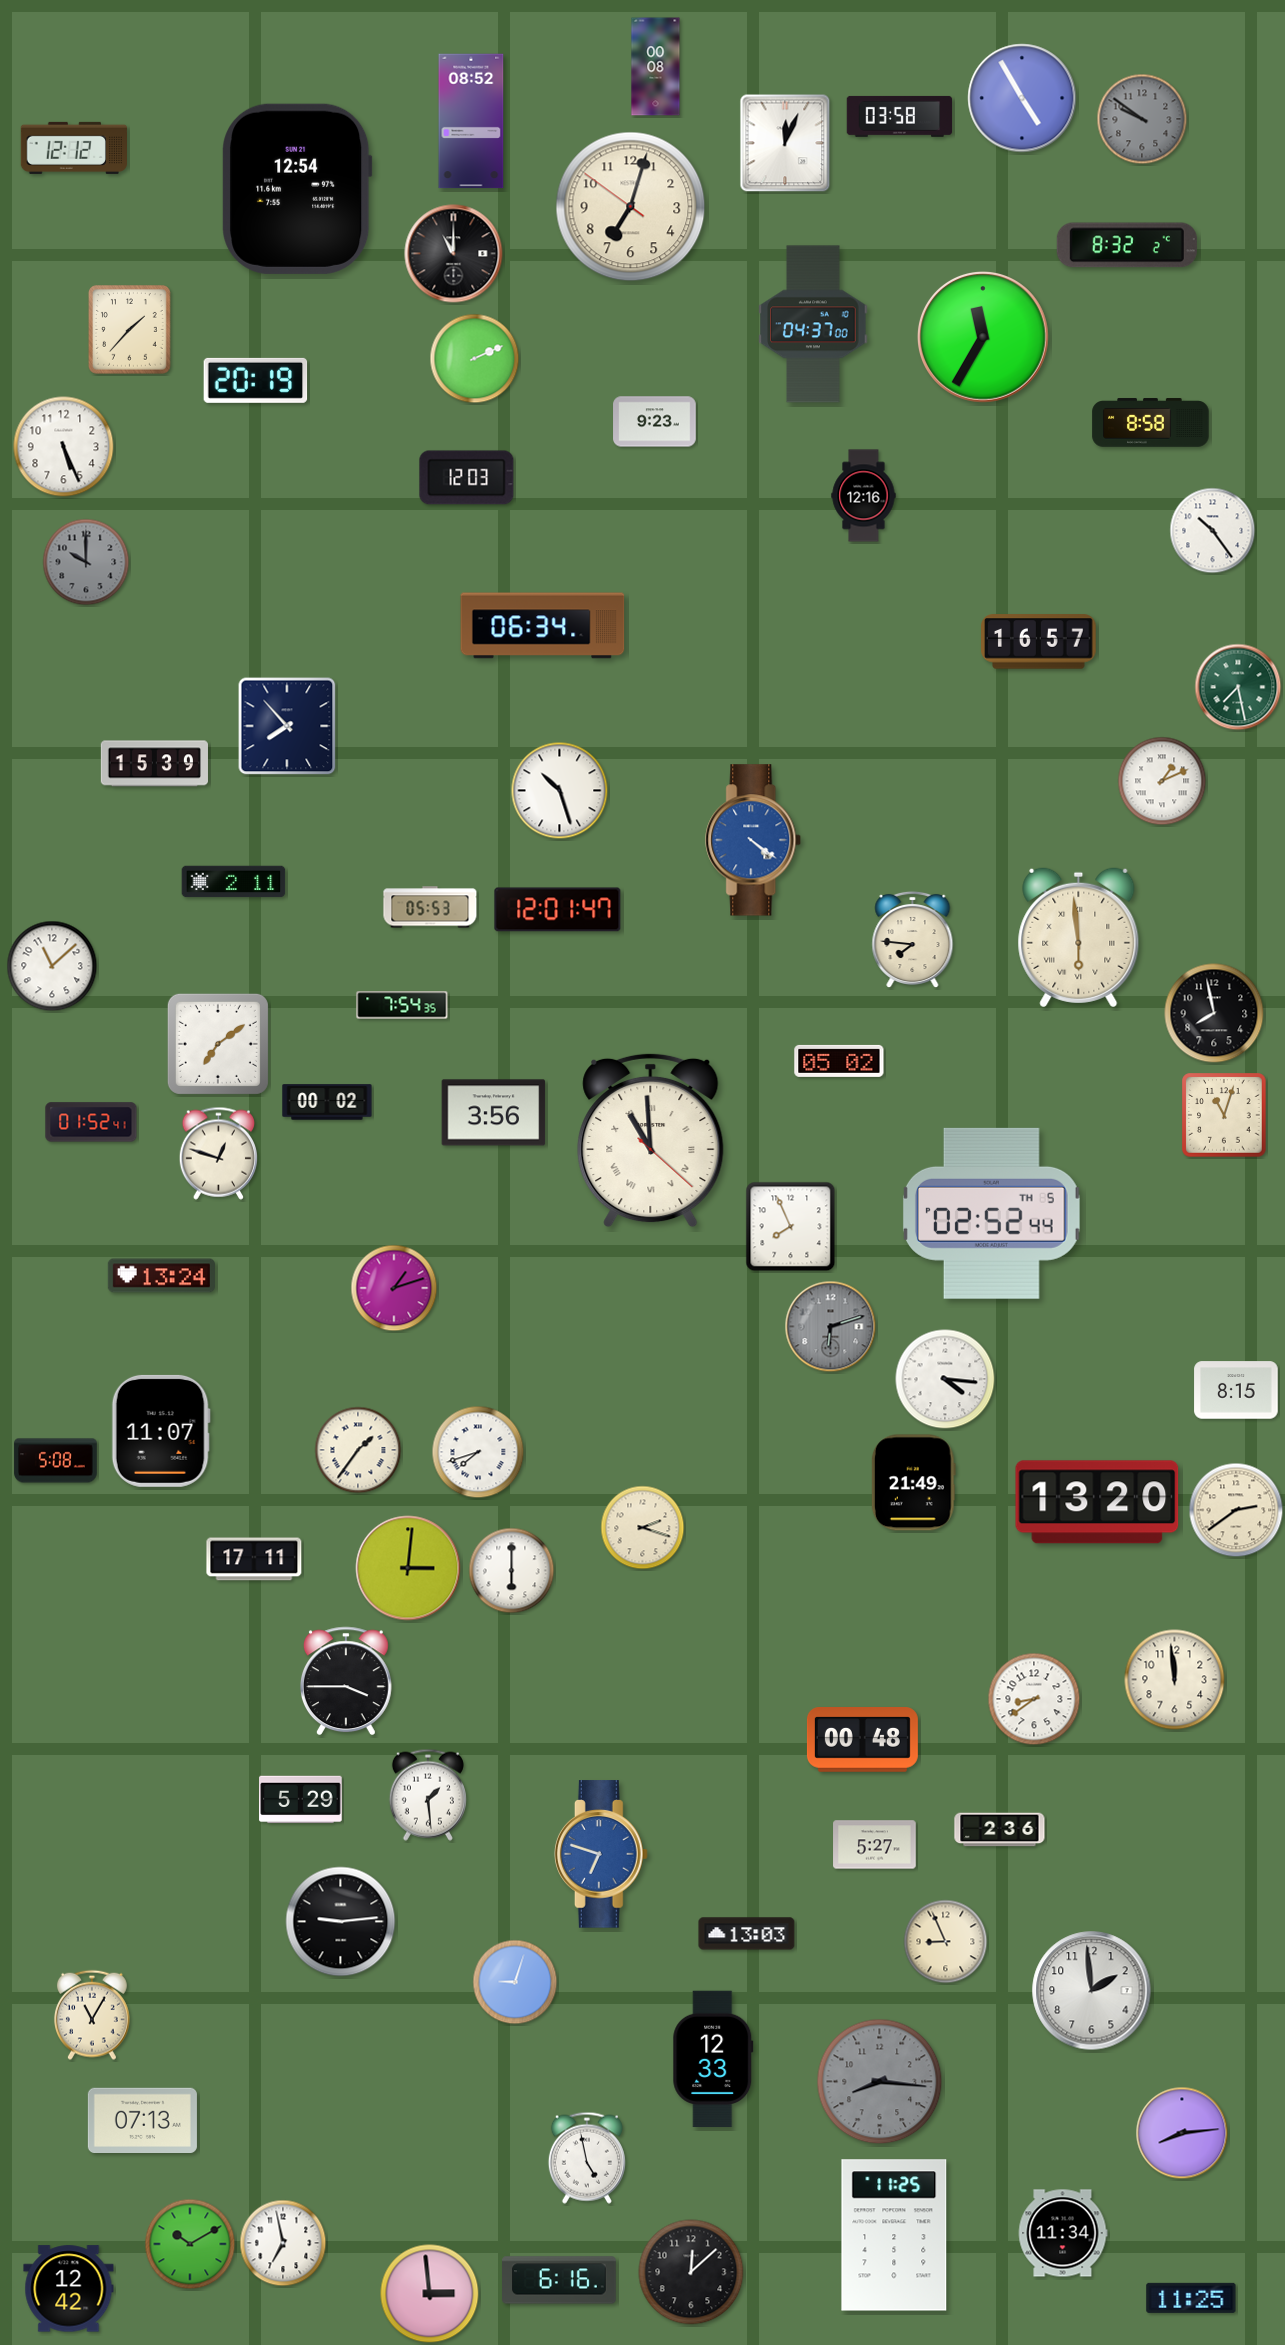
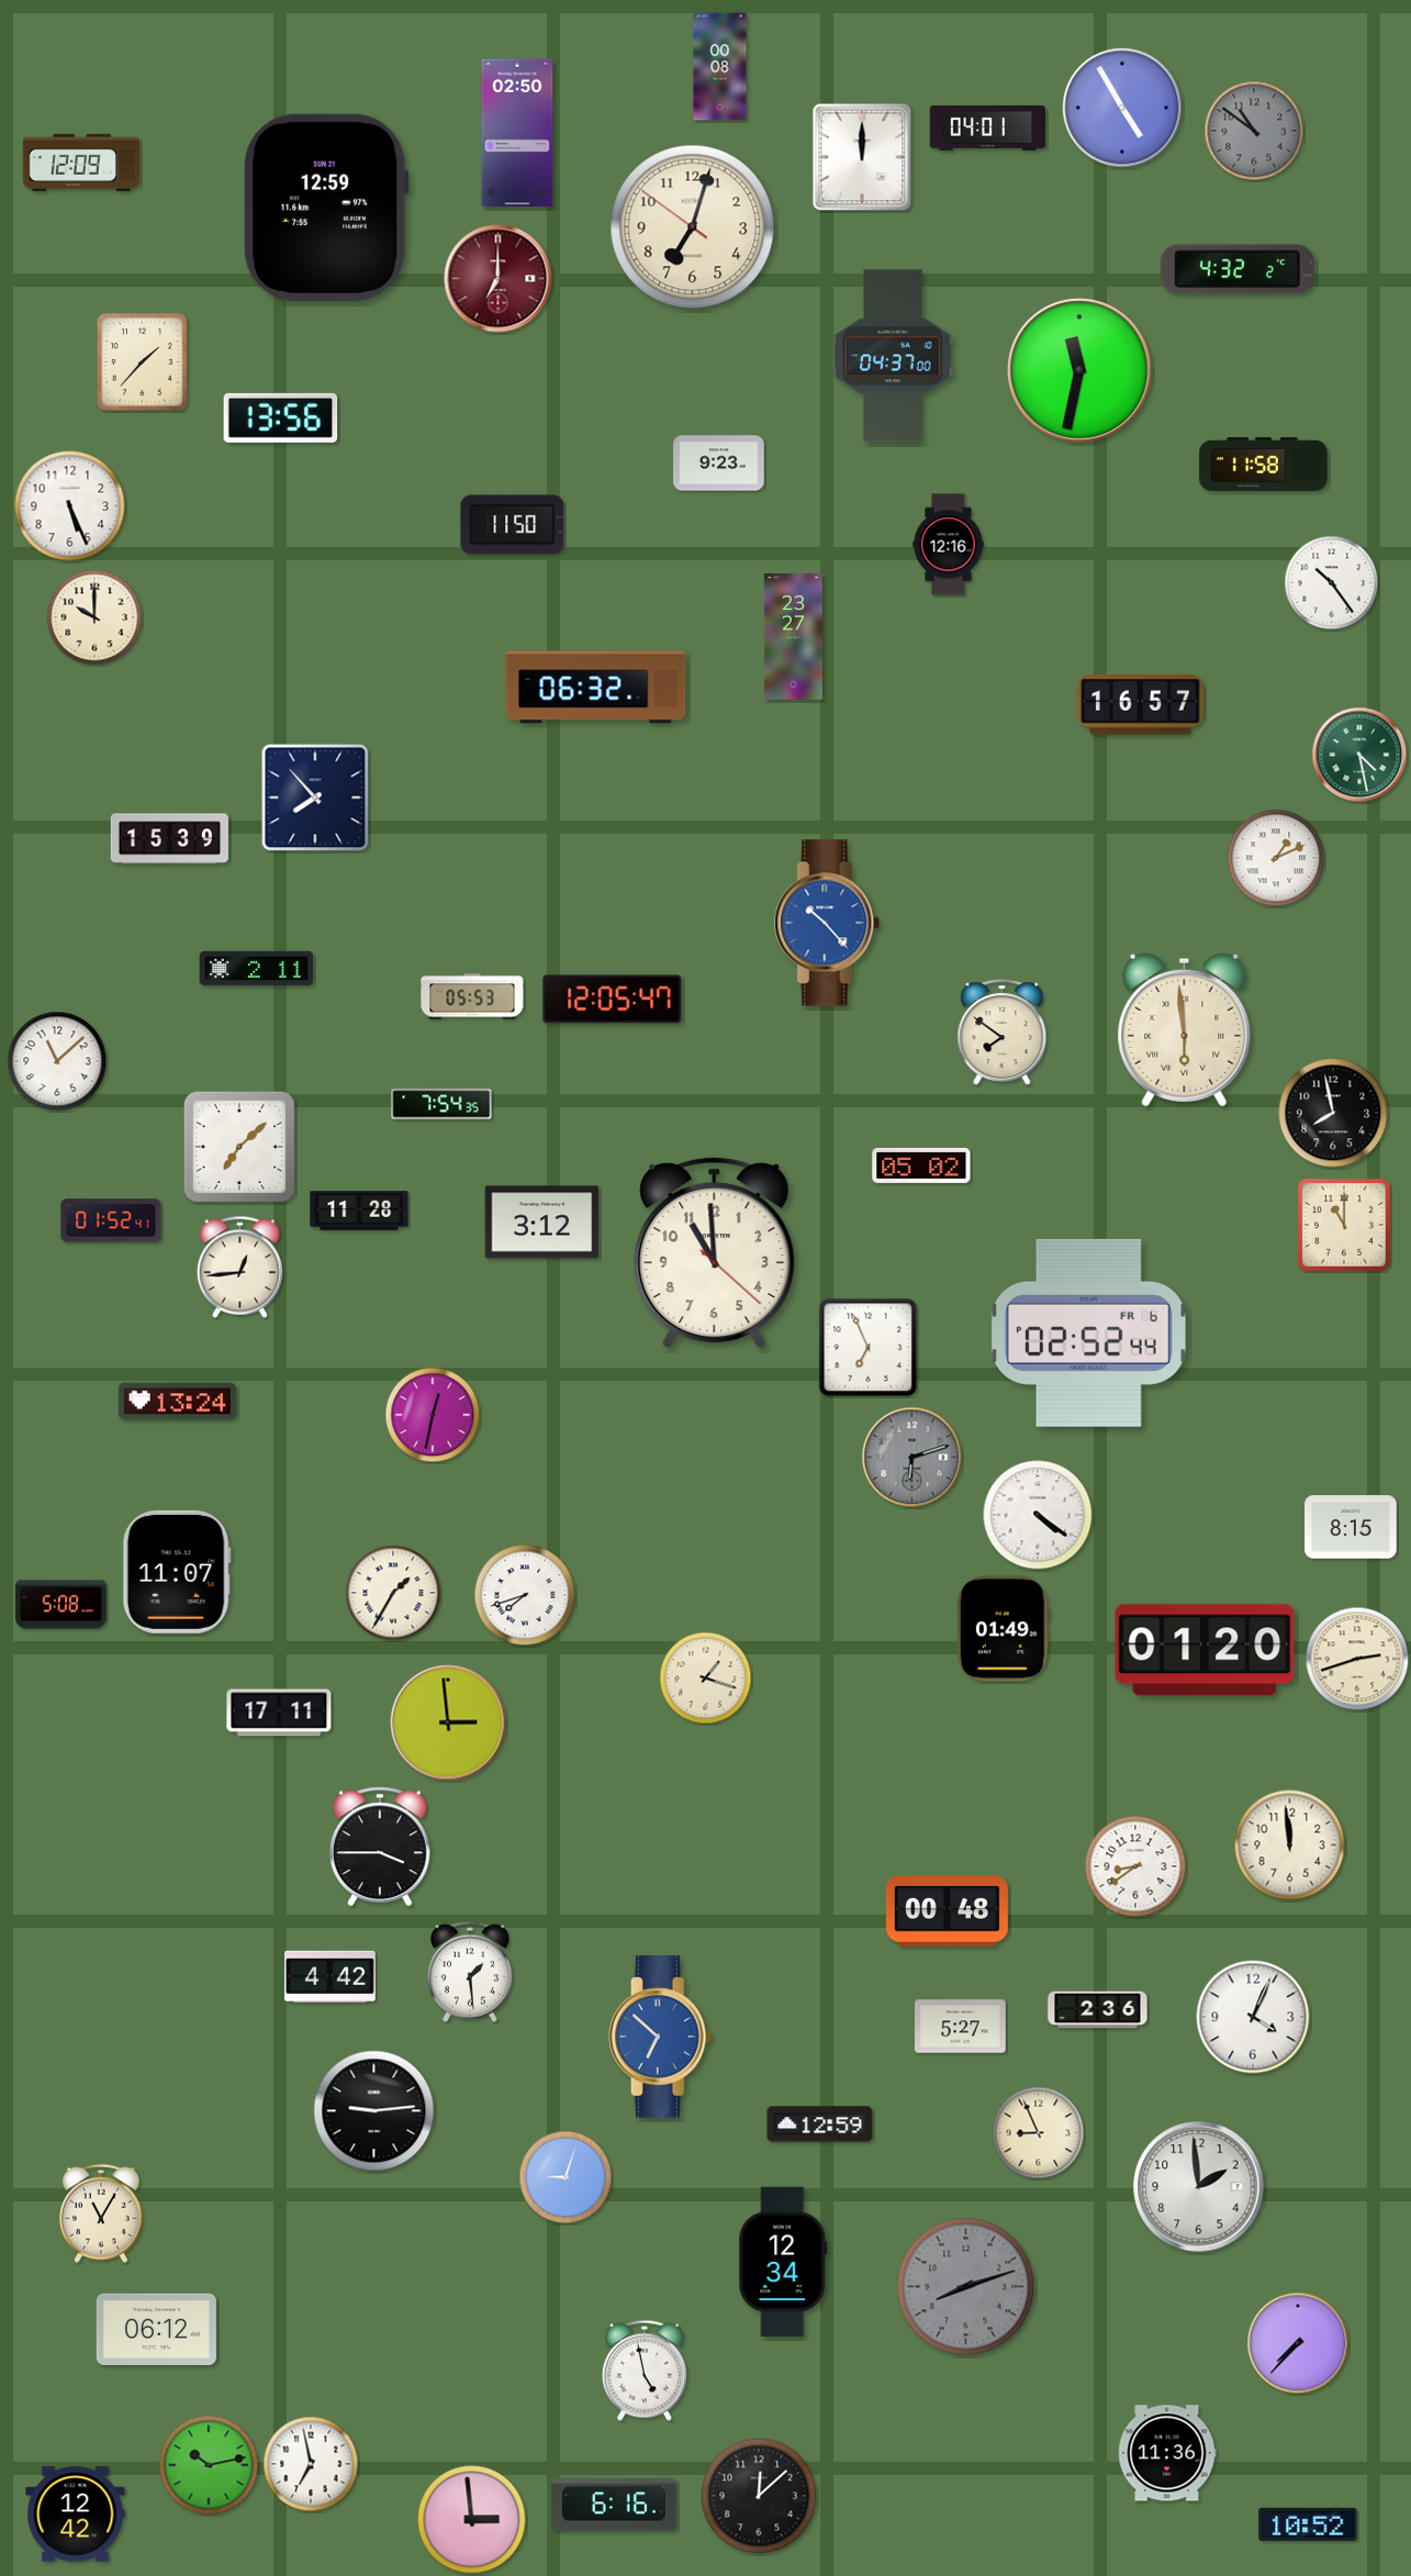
clock at (656, 67) position: (656, 67) -> (720, 67)
clock at (900, 116): 03:58 -> 04:01
clock at (1142, 119): 9:51 -> 10:51
clock at (471, 121): 08:52 -> 02:50
clock at (785, 143): 12:04 -> 12:00
clock at (73, 148): 12:12 -> 12:09
clock at (297, 189): 12:54 -> 12:59
clock at (1127, 245): 8:32 -> 4:32
clock at (454, 254): 11:00 -> 7:00
clock at (454, 254) dial: black -> burgundy
clock at (983, 337): 11:35 -> 11:32
clock at (475, 359): 2:11 -> none
clock at (256, 380): 20:19 -> 13:56
clock at (1151, 423): 8:58 -> 11:58
clock at (64, 447) position: (64, 447) -> (70, 506)
clock at (467, 478): 12:03 -> 11:50
clock at (86, 562) dial: grey -> cream
clock at (793, 637): none -> 23:27
clock at (543, 626): 06:34 -> 06:32
clock at (1238, 687): 7:28 -> 4:28
clock at (560, 791): 10:27 -> none
clock at (754, 840): 4:21 -> 10:23
clock at (558, 910): 12:01 -> 12:05
clock at (913, 940): 7:46 -> 7:51
clock at (218, 1044): 7:09 -> 7:08
clock at (327, 1102): 00:02 -> 11:28
clock at (494, 1113): 3:56 -> 3:12
clock at (1224, 1115): 11:03 -> 11:00
clock at (91, 1122) position: (91, 1122) -> (111, 1220)
clock at (651, 1140) numerals: Roman -> Arabic
clock at (218, 1153): 12:48 -> 12:44
clock at (991, 1213) date: TH 5 -> FR 6
clock at (791, 1227): 7:56 -> 6:56
clock at (394, 1288): 1:12 -> 12:32
clock at (945, 1379): 4:16 -> 4:21
clock at (1236, 1390) position: (1236, 1390) -> (1351, 1527)
clock at (358, 1450): 1:36 -> 1:35
clock at (913, 1483): 21:49 -> 01:49
clock at (1097, 1502): 13:20 -> 01:20
clock at (1236, 1510): 2:39 -> 2:42
clock at (643, 1528): 2:18 -> 1:18
clock at (408, 1568): 3:01 -> 2:59
clock at (512, 1571): 6:00 -> none
clock at (301, 1800): 5:29 -> 4:42
clock at (1253, 2017): none -> 4:04
clock at (601, 1854): 6:48 -> 6:52
clock at (747, 1934): 13:03 -> 12:59
clock at (713, 2059): 12:33 -> 12:34
clock at (880, 2082): 8:16 -> 8:12
clock at (142, 2120): 07:13 -> 06:12
clock at (1182, 2133): 8:14 -> 7:37
clock at (1063, 2233): 11:34 -> 11:36
clock at (894, 2235): 11:25 -> none
clock at (190, 2244): 10:10 -> 10:13
clock at (1191, 2298): 11:25 -> 10:52
